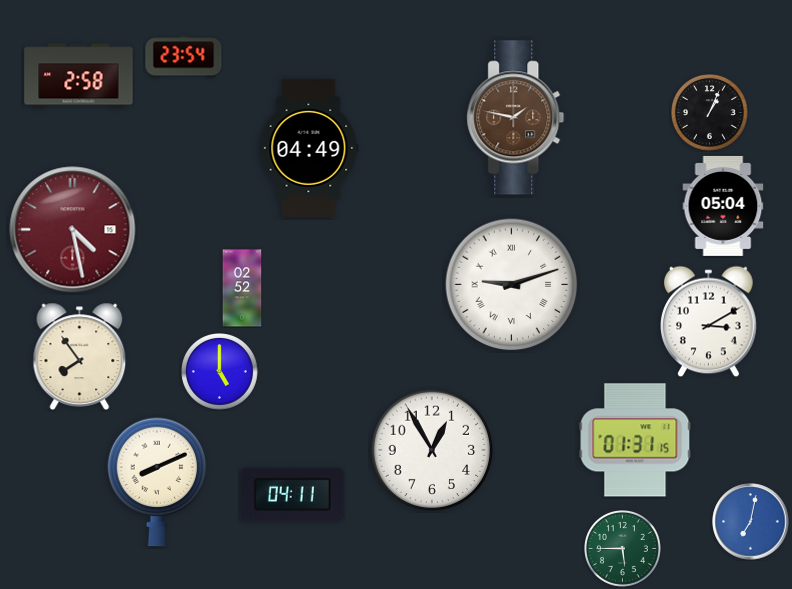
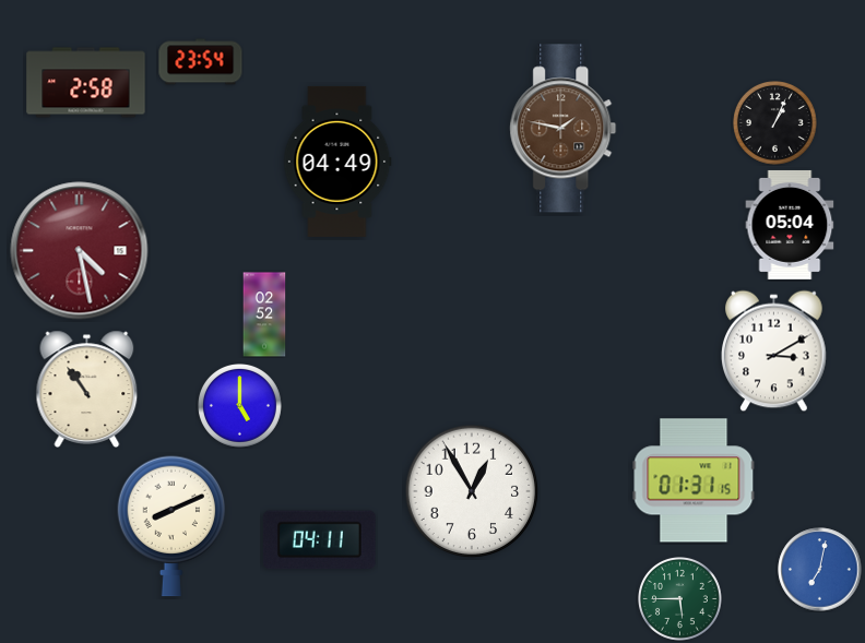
clock at (512, 285): 9:12 -> none
clock at (80, 356): 7:54 -> 10:54
